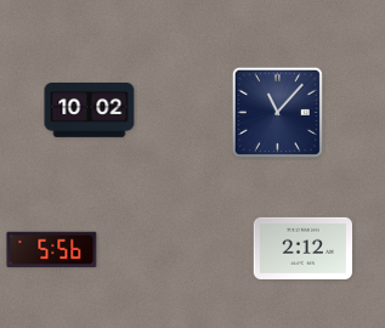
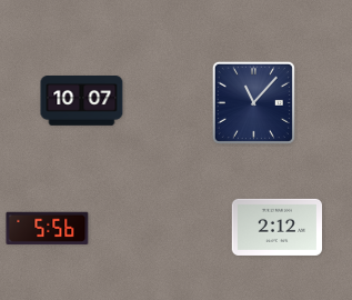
clock at (90, 111): 10:02 -> 10:07
